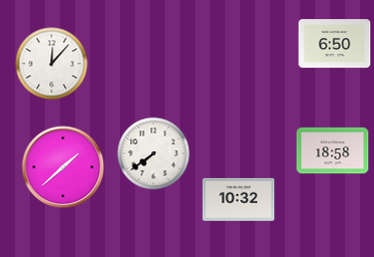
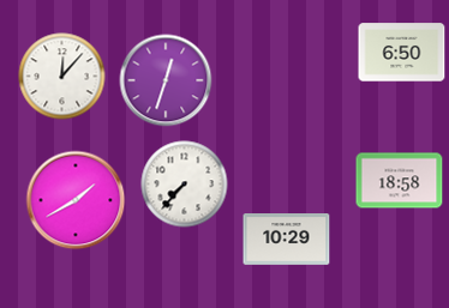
clock at (166, 80): none -> 12:33
clock at (154, 154): 7:39 -> 7:37
clock at (63, 167): 1:38 -> 1:40
clock at (239, 200): 10:32 -> 10:29
